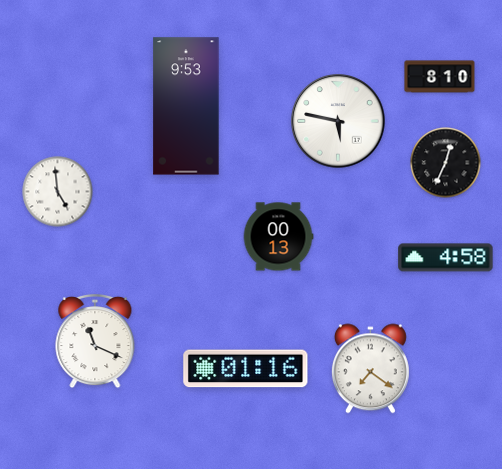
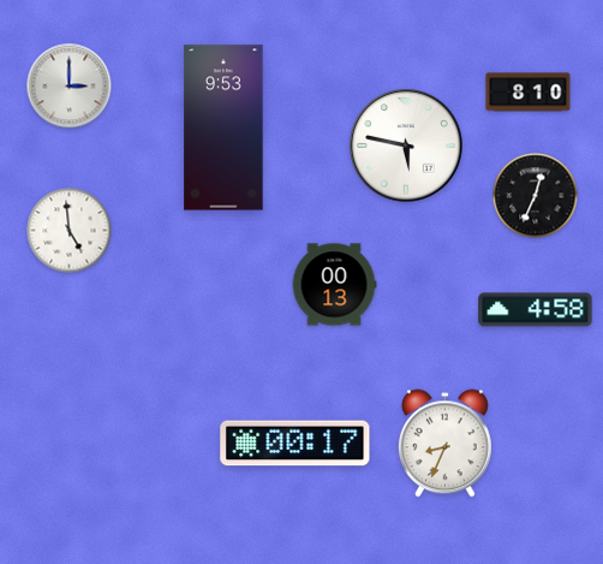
clock at (70, 87): none -> 3:00
clock at (95, 341): 11:19 -> none
clock at (246, 369): 01:16 -> 00:17
clock at (370, 369): 7:21 -> 8:34
